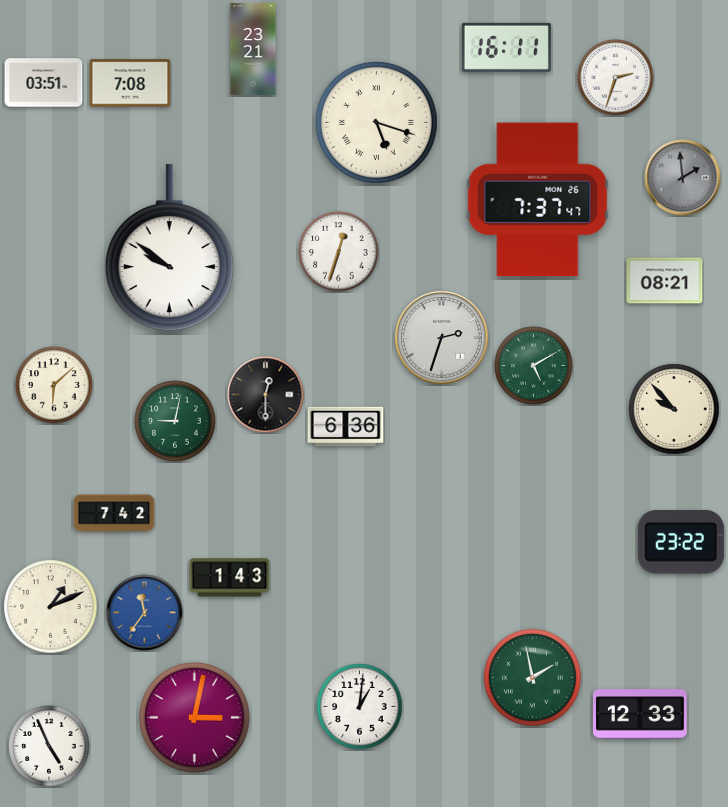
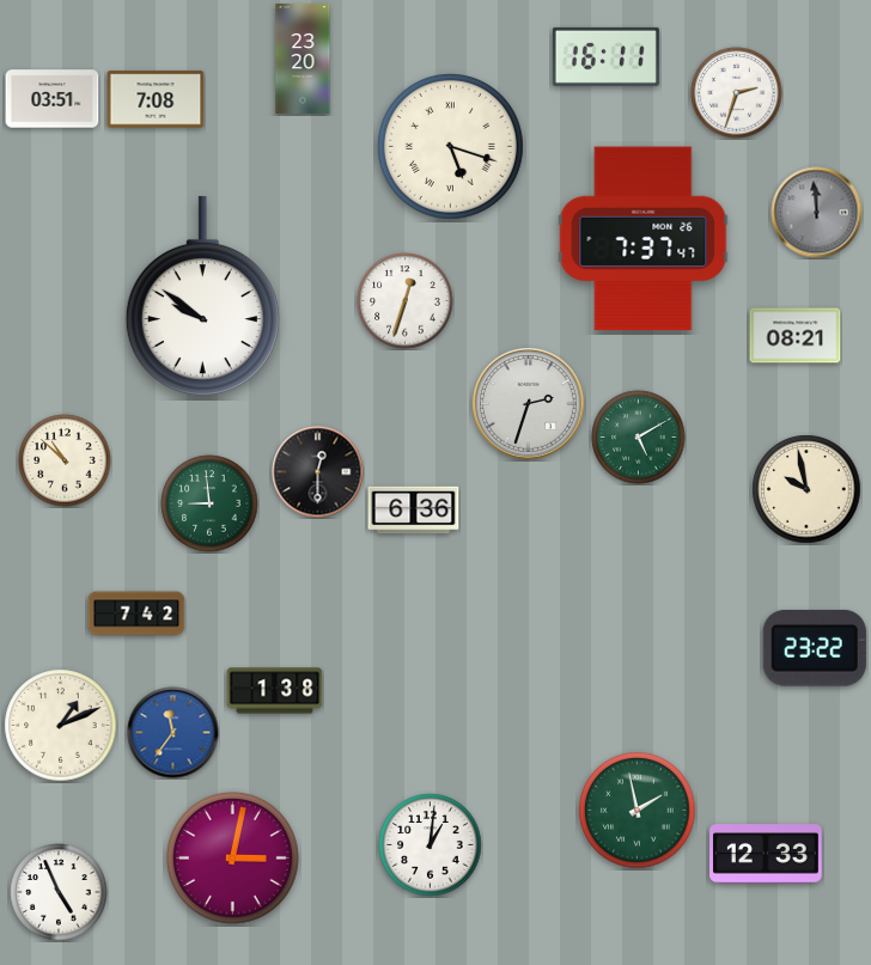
clock at (253, 49): 23:21 -> 23:20
clock at (683, 178): 1:59 -> 11:59
clock at (54, 385): 6:08 -> 10:52
clock at (674, 409): 9:53 -> 9:58
clock at (175, 421): 9:02 -> 8:59
clock at (230, 578): 1:43 -> 1:38
